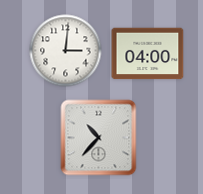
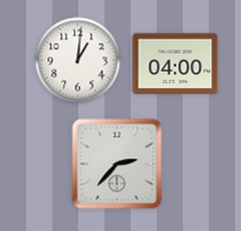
clock at (66, 51): 3:01 -> 1:01
clock at (99, 138): 10:37 -> 2:37
